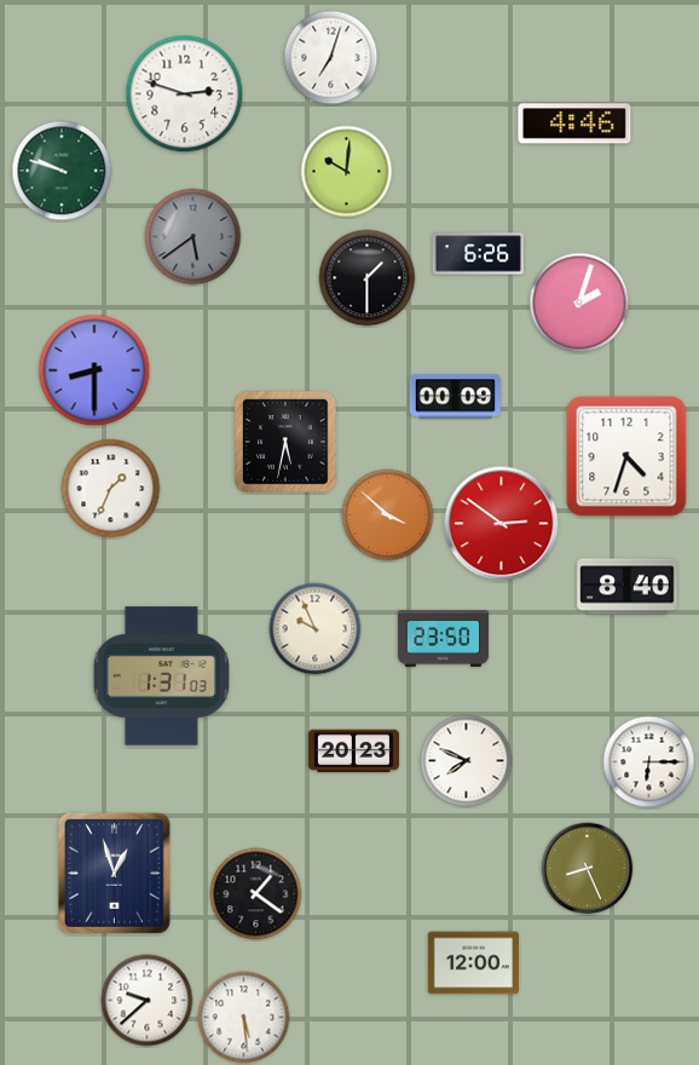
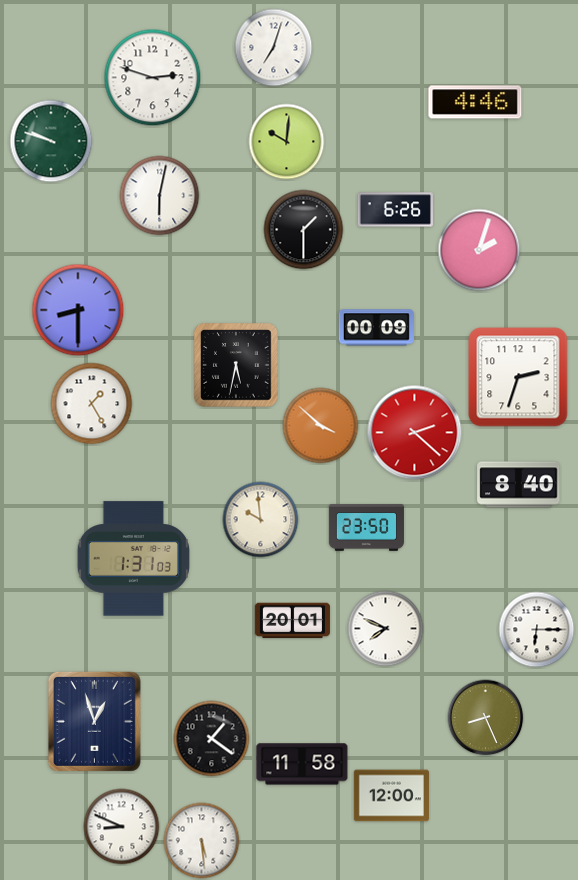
clock at (193, 237): 5:39 -> 6:02
clock at (193, 237) dial: grey -> white
clock at (94, 370) position: (94, 370) -> (78, 310)
clock at (626, 456): 4:33 -> 2:33
clock at (111, 489): 1:34 -> 1:25
clock at (502, 524): 2:51 -> 2:22
clock at (316, 629): 9:56 -> 9:59
clock at (353, 752): 20:23 -> 20:01
clock at (302, 764): none -> 11:58
clock at (148, 1001): 9:38 -> 8:49
